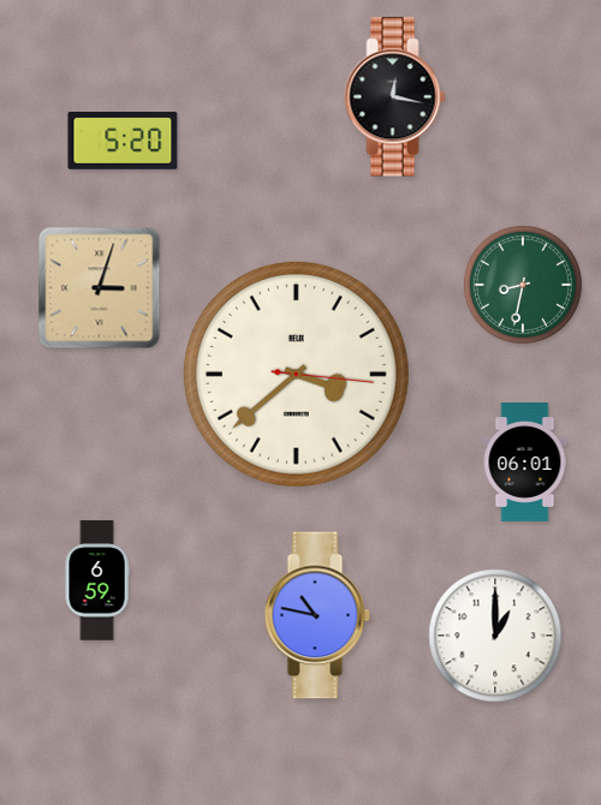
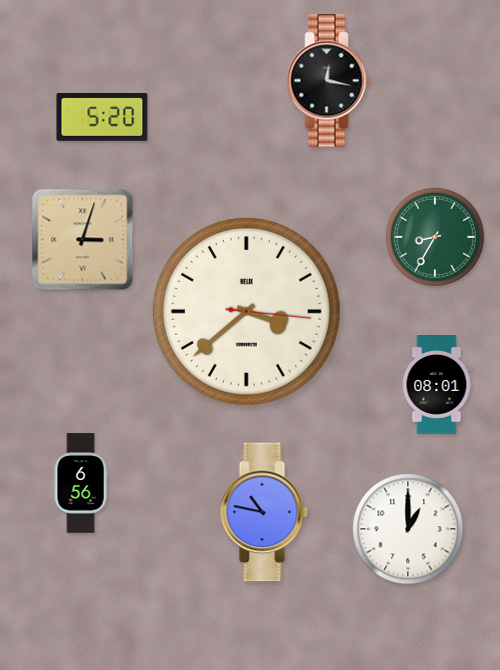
clock at (523, 285): 8:32 -> 8:35
clock at (525, 463): 06:01 -> 08:01
clock at (97, 580): 6:59 -> 6:56
clock at (495, 636) position: (495, 636) -> (408, 529)
